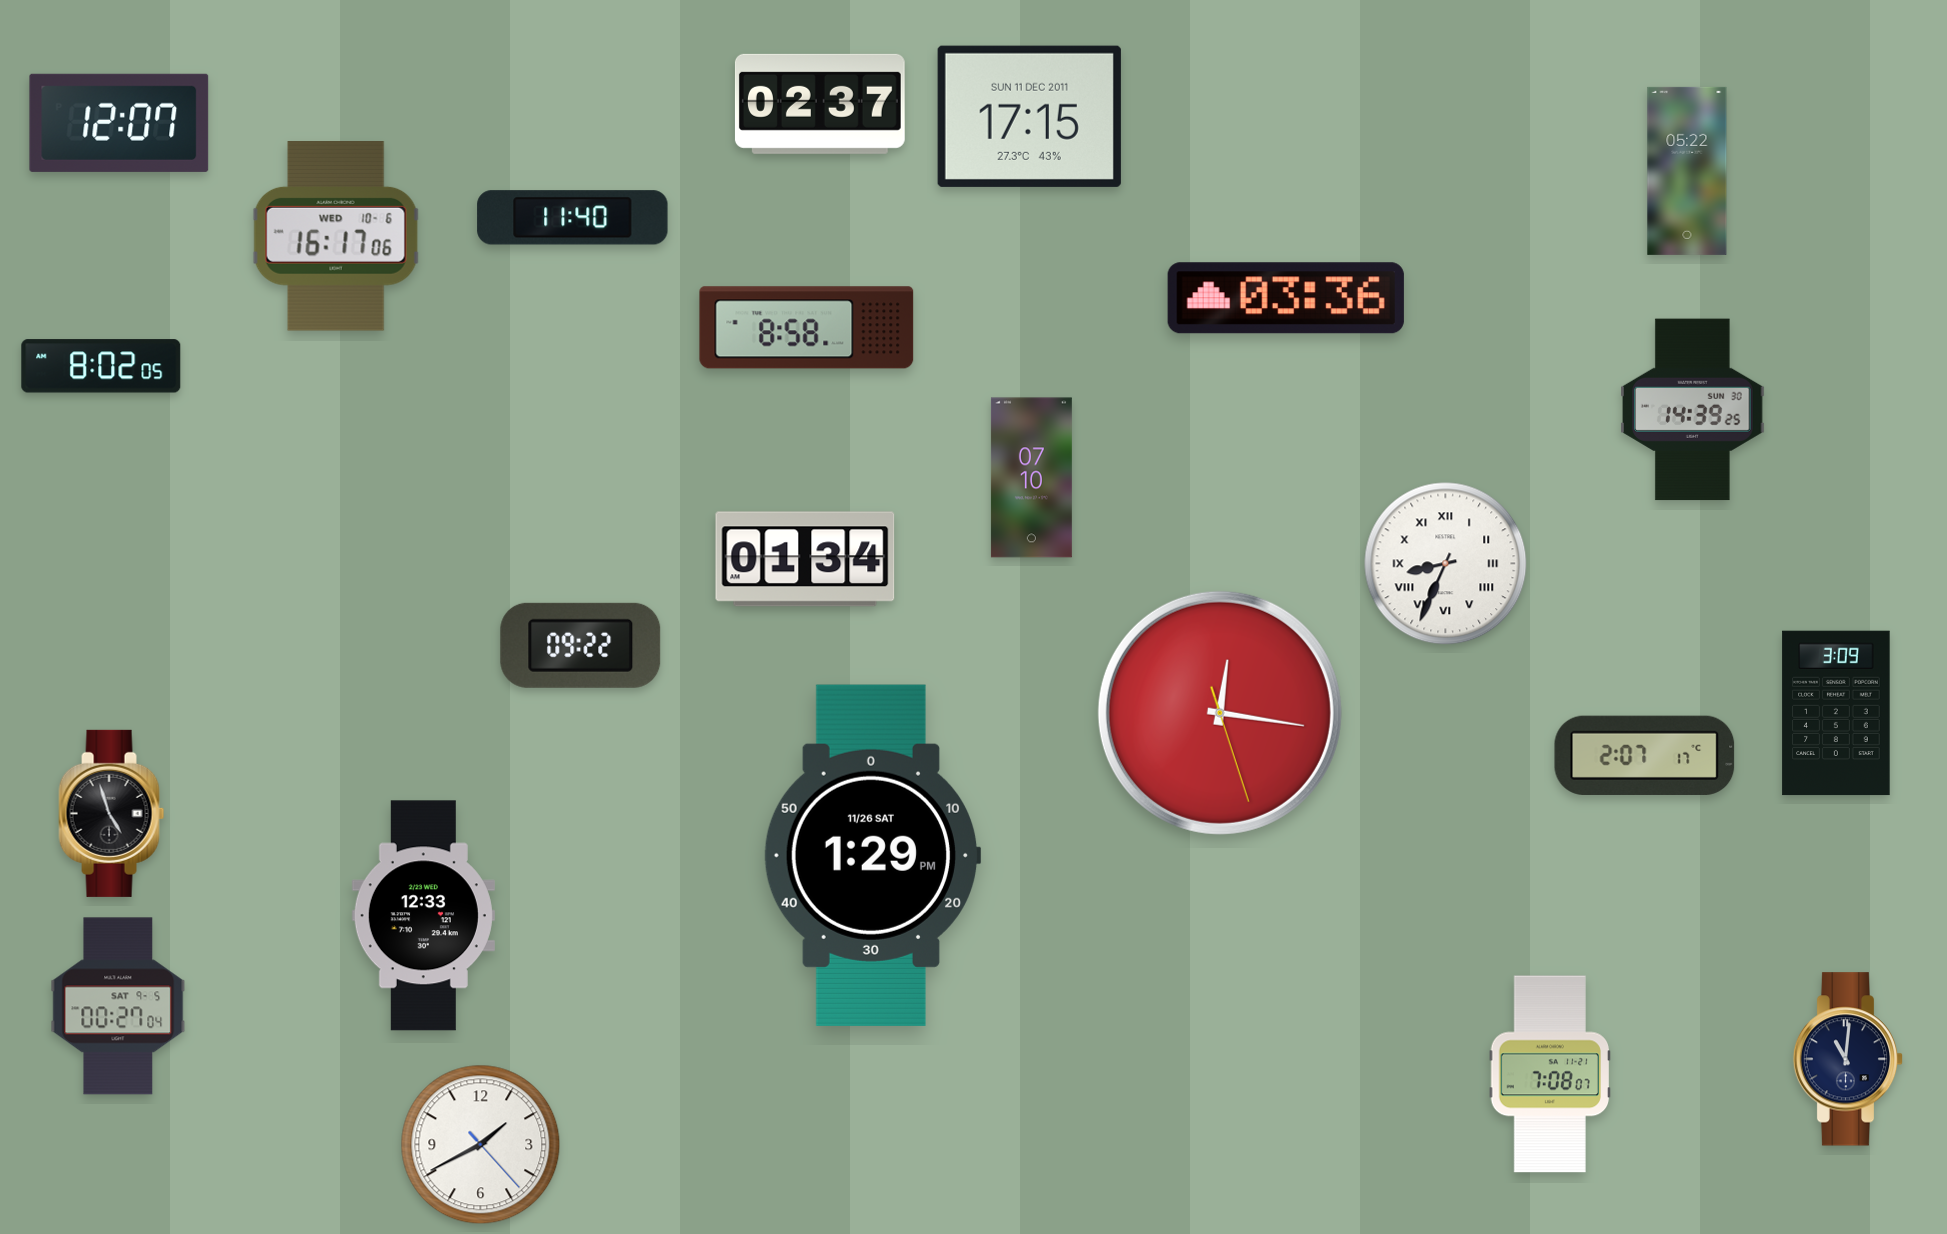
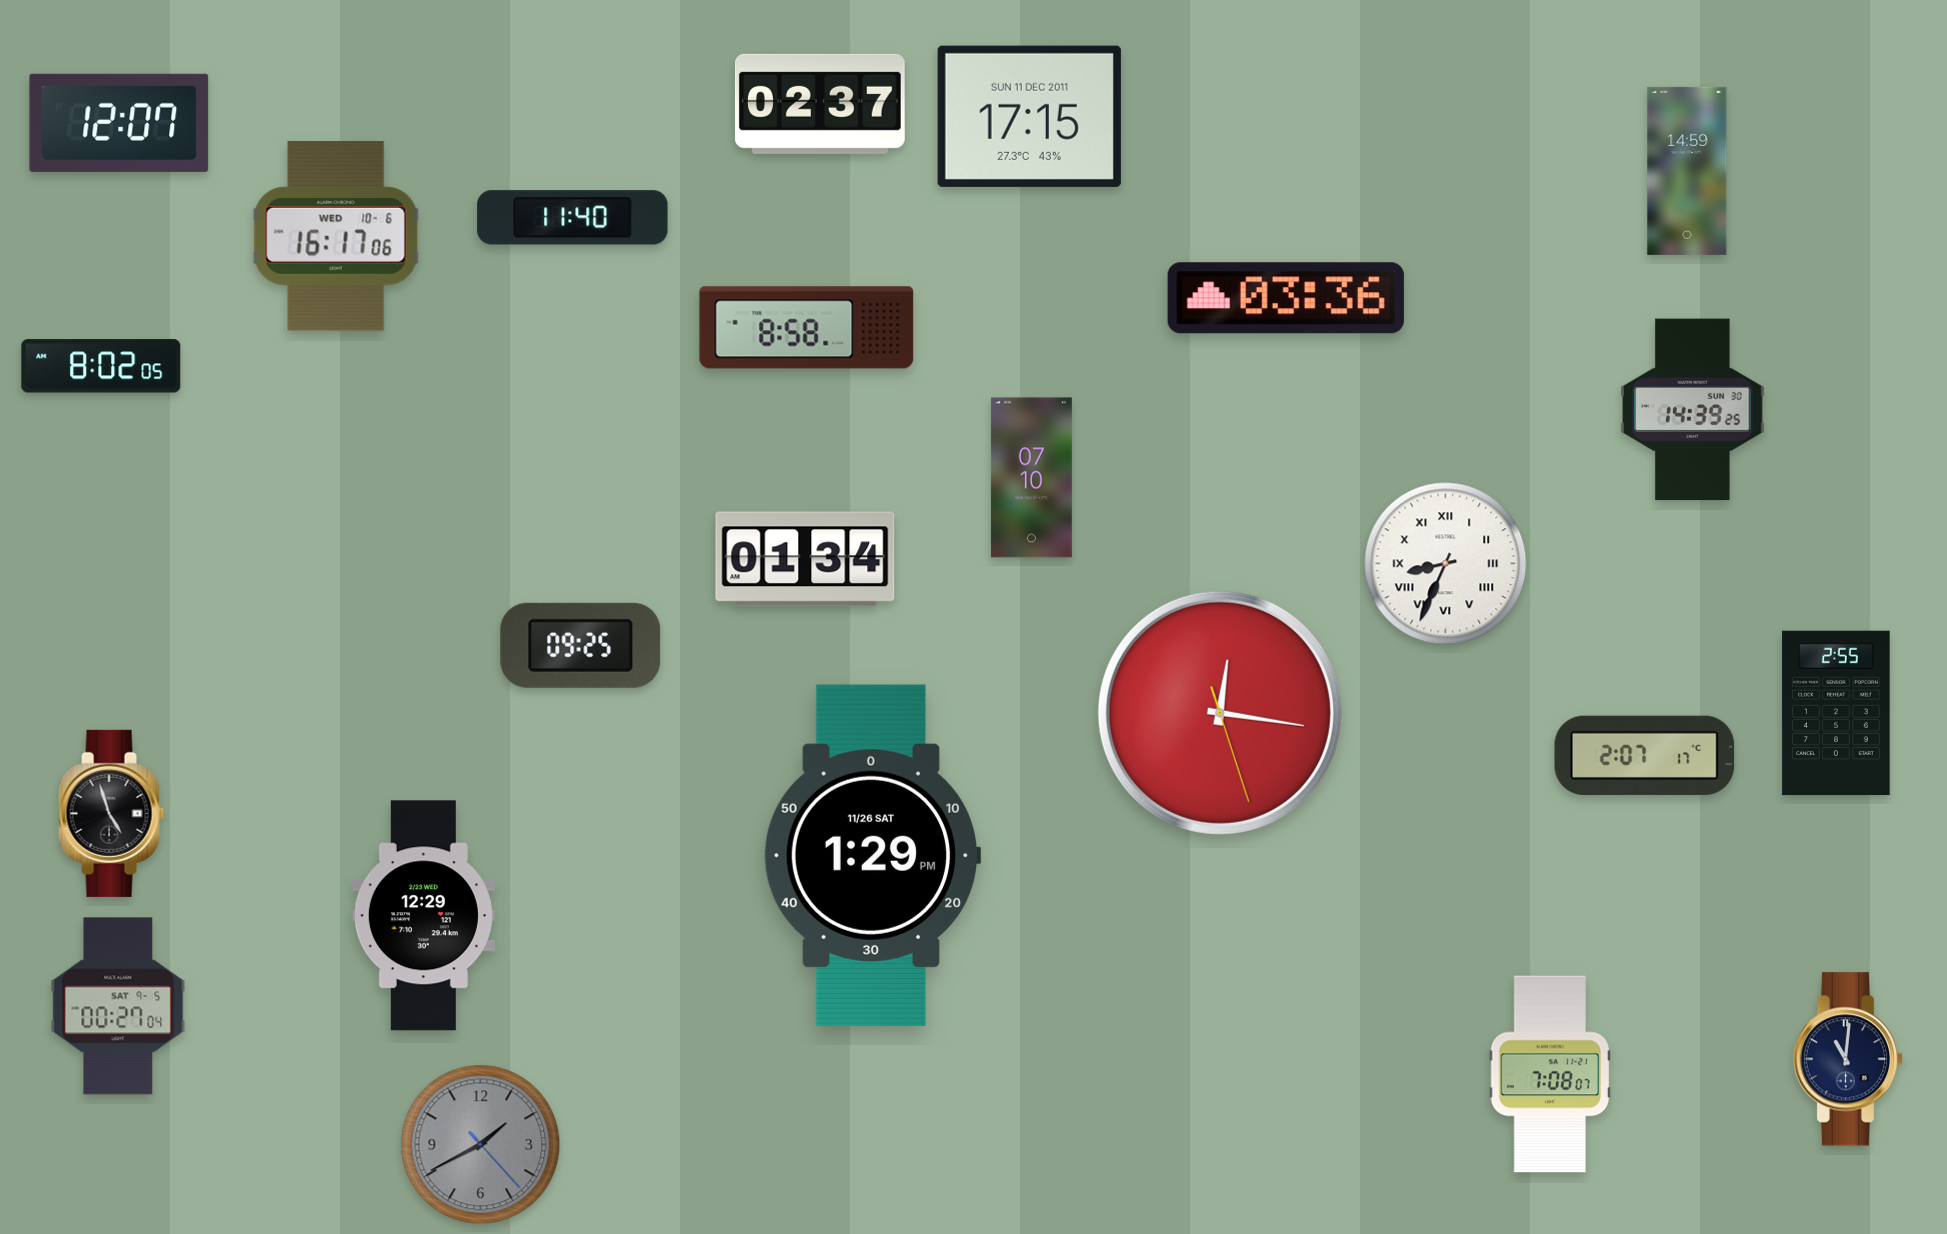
clock at (1687, 171): 05:22 -> 14:59
clock at (581, 645): 09:22 -> 09:25
clock at (1836, 713): 3:09 -> 2:55
clock at (423, 916): 12:33 -> 12:29
clock at (481, 1145) dial: white -> grey
